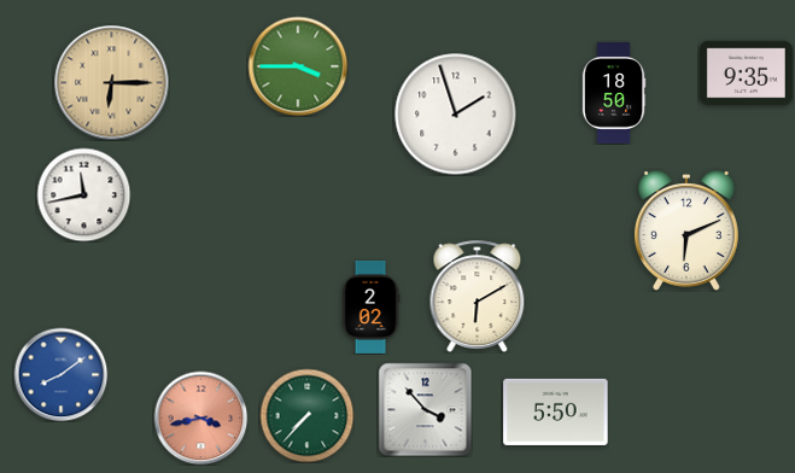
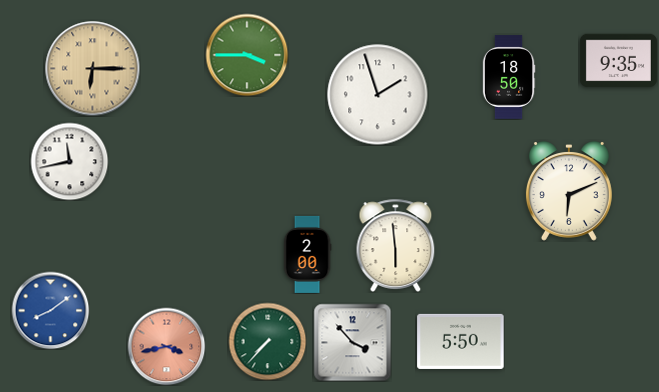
clock at (478, 296): 6:10 -> 5:59
clock at (370, 306): 2:02 -> 2:00
clock at (425, 409) position: (425, 409) -> (352, 342)
clock at (306, 415) position: (306, 415) -> (267, 341)
